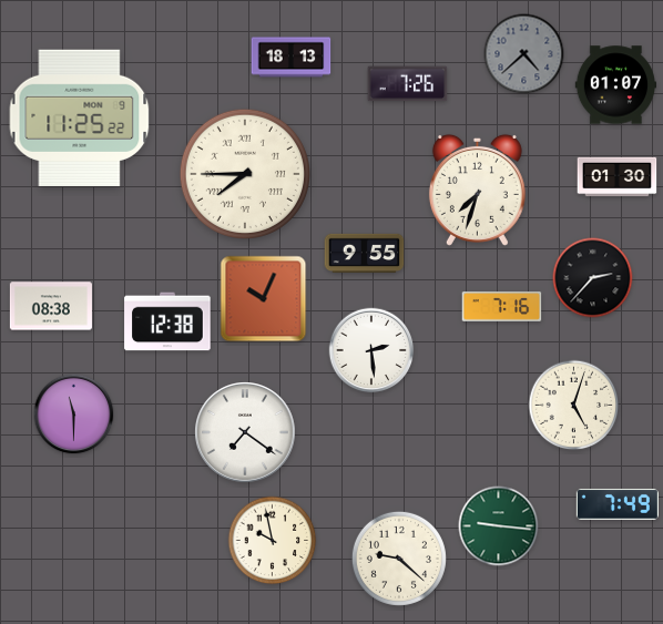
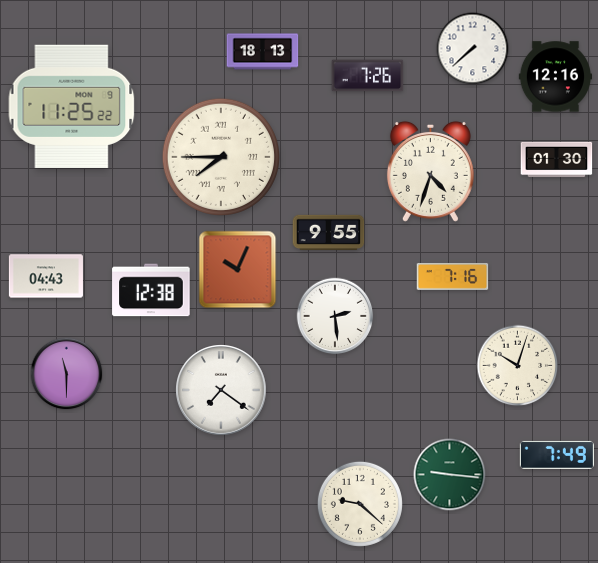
clock at (524, 54): 4:38 -> 7:38
clock at (524, 54) dial: grey -> white
clock at (615, 85): 01:07 -> 12:16
clock at (477, 190): 7:33 -> 4:33
clock at (365, 254) position: (365, 254) -> (329, 233)
clock at (593, 278): 2:37 -> none
clock at (51, 306): 08:38 -> 04:43
clock at (574, 406): 5:03 -> 10:03
clock at (273, 541): 9:58 -> none
